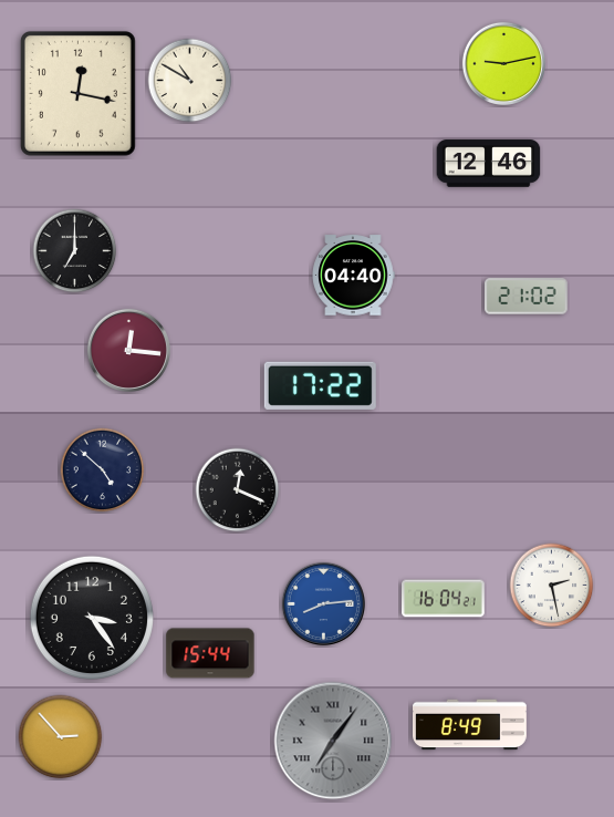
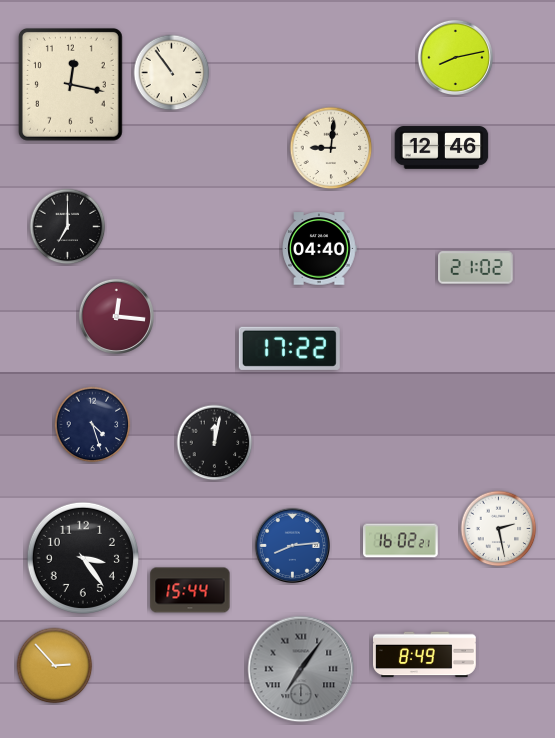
clock at (503, 63): 9:13 -> 8:13
clock at (190, 81): 10:50 -> 10:54
clock at (331, 148): none -> 9:01
clock at (103, 470): 4:52 -> 4:27
clock at (238, 490): 12:19 -> 12:02
clock at (444, 599): 16:04 -> 16:02
